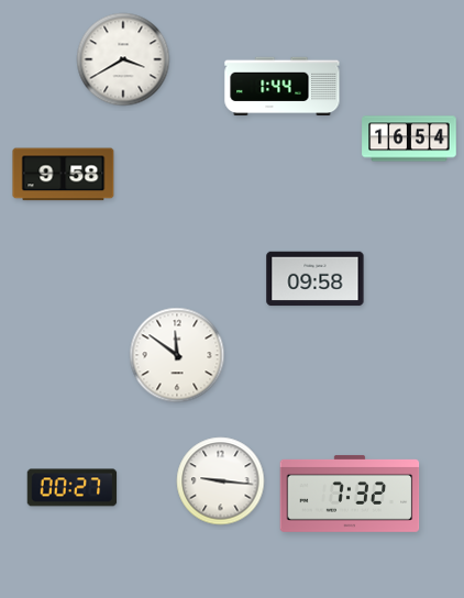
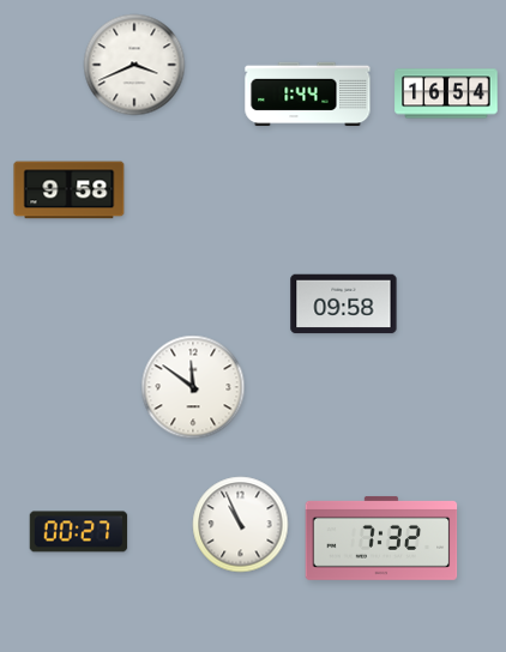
clock at (123, 59): 3:40 -> 3:41
clock at (409, 139) position: (409, 139) -> (446, 93)
clock at (221, 481): 9:16 -> 10:56
